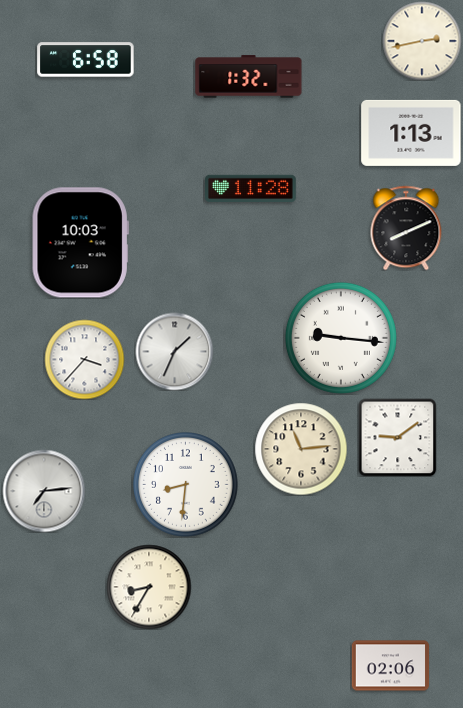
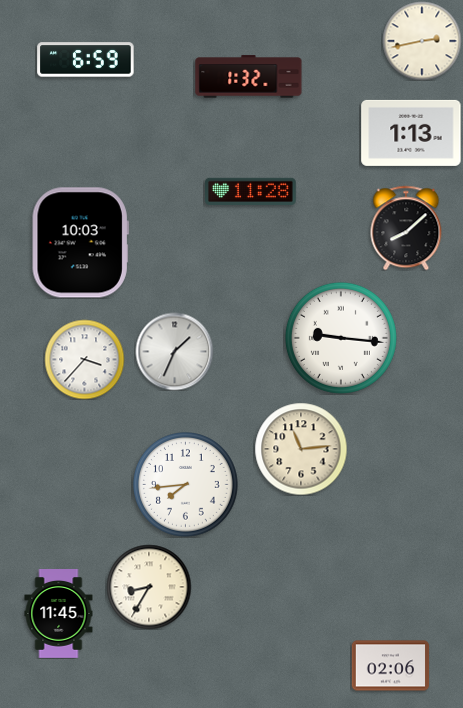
clock at (86, 60): 6:58 -> 6:59
clock at (251, 188) position: (251, 188) -> (251, 191)
clock at (406, 228): 8:11 -> 8:08
clock at (397, 437): 9:09 -> none
clock at (186, 485): 8:31 -> 7:44
clock at (44, 491): 7:14 -> none
clock at (59, 614): none -> 11:45
